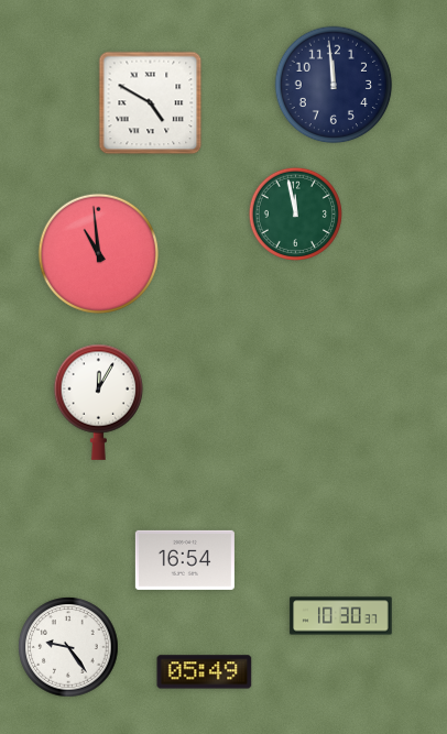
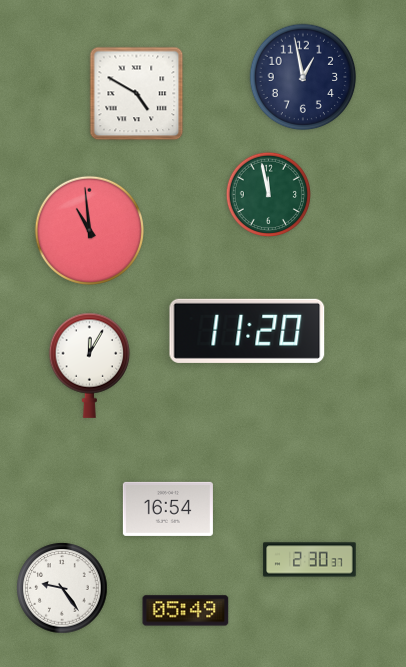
clock at (334, 85): 11:59 -> 12:58
clock at (247, 331): none -> 11:20
clock at (341, 616): 10:30 -> 2:30
